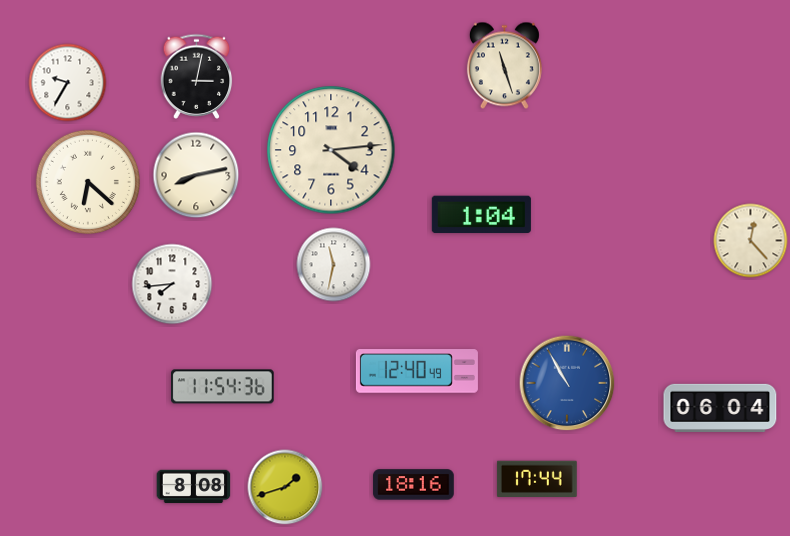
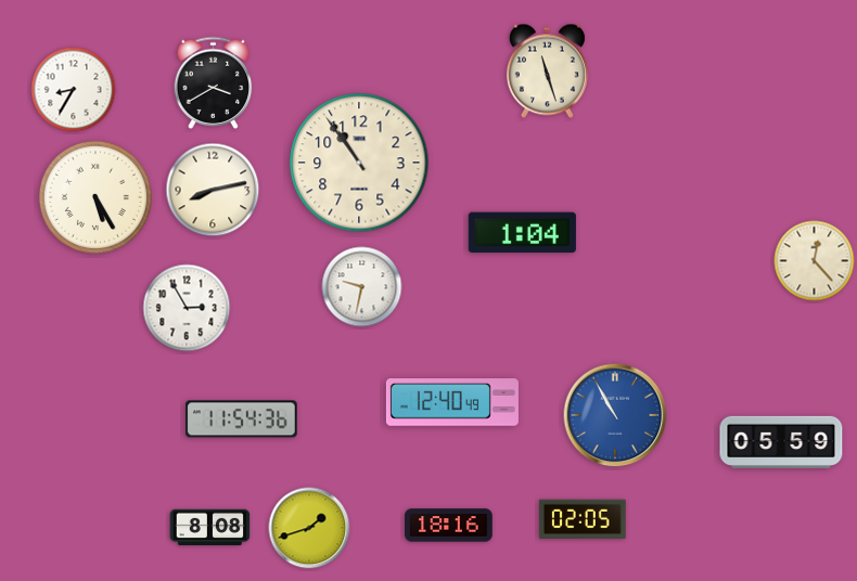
clock at (197, 76): 3:02 -> 3:40
clock at (68, 83): 9:35 -> 8:35
clock at (331, 150): 4:14 -> 10:54
clock at (88, 182): 6:22 -> 5:25
clock at (334, 265): 11:32 -> 9:32
clock at (172, 284): 7:44 -> 2:55
clock at (720, 408): 06:04 -> 05:59
clock at (537, 479): 17:44 -> 02:05
